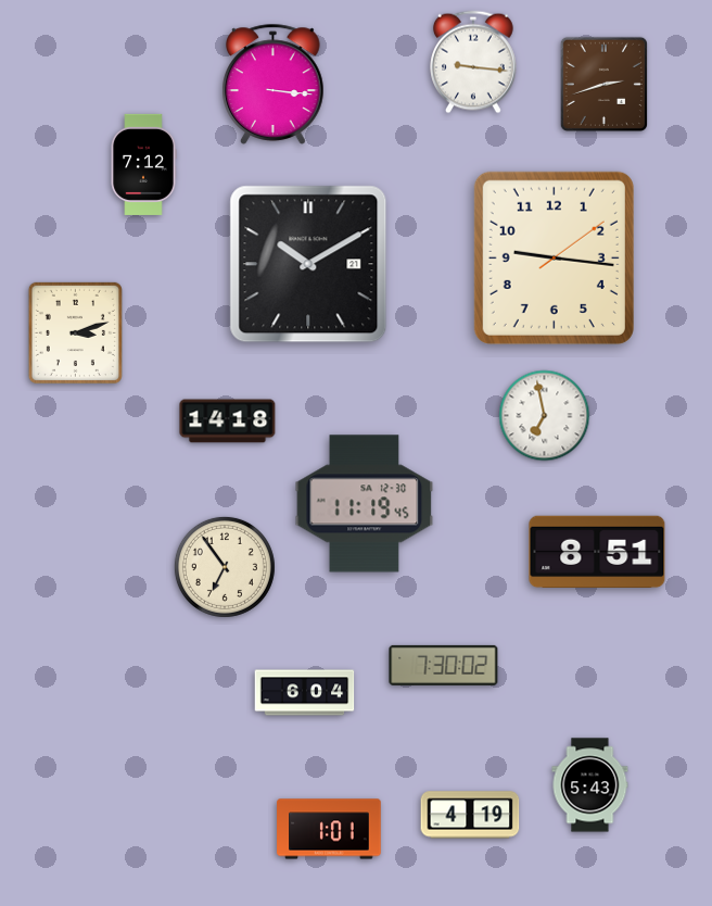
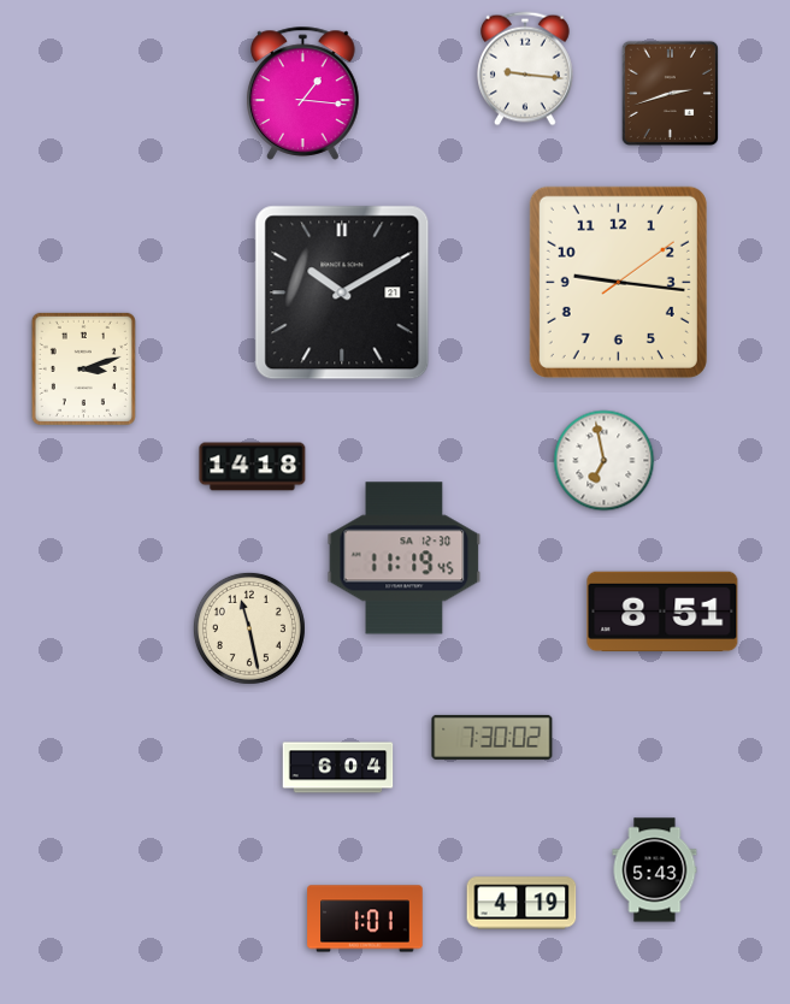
clock at (274, 84): 3:16 -> 1:16
clock at (143, 164): 7:12 -> none
clock at (554, 257) position: (554, 257) -> (618, 282)
clock at (225, 567): 6:54 -> 11:28
